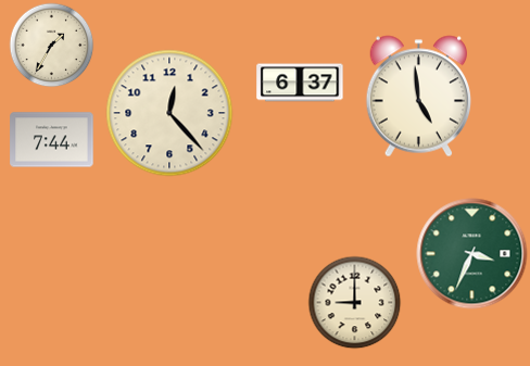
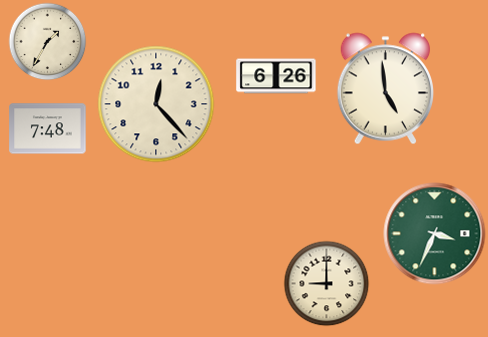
clock at (300, 83): 6:37 -> 6:26
clock at (52, 140): 7:44 -> 7:48
clock at (354, 302) position: (354, 302) -> (326, 283)
